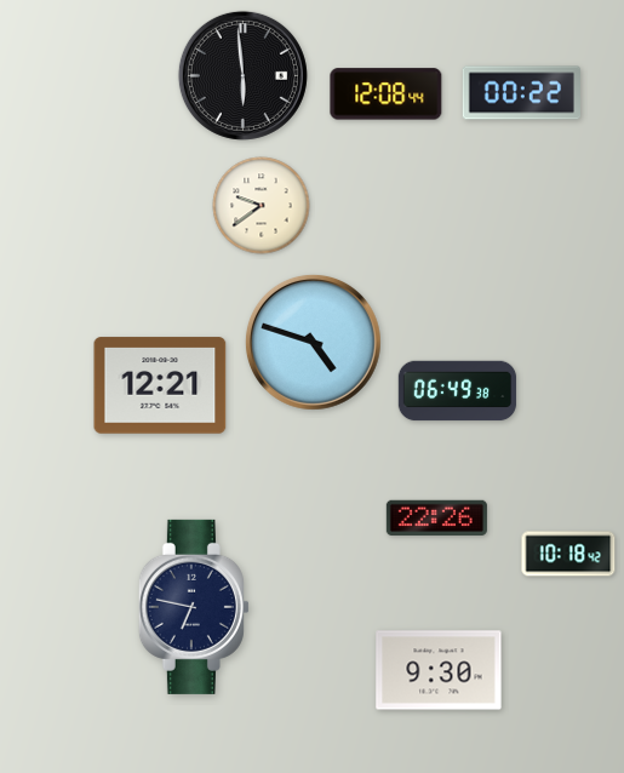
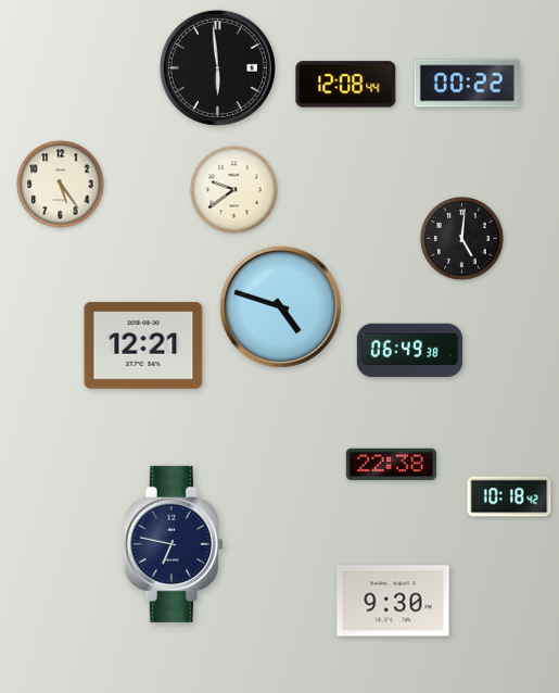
clock at (61, 185): none -> 5:24
clock at (262, 206) position: (262, 206) -> (234, 190)
clock at (462, 239): none -> 5:01
clock at (436, 517): 22:26 -> 22:38
